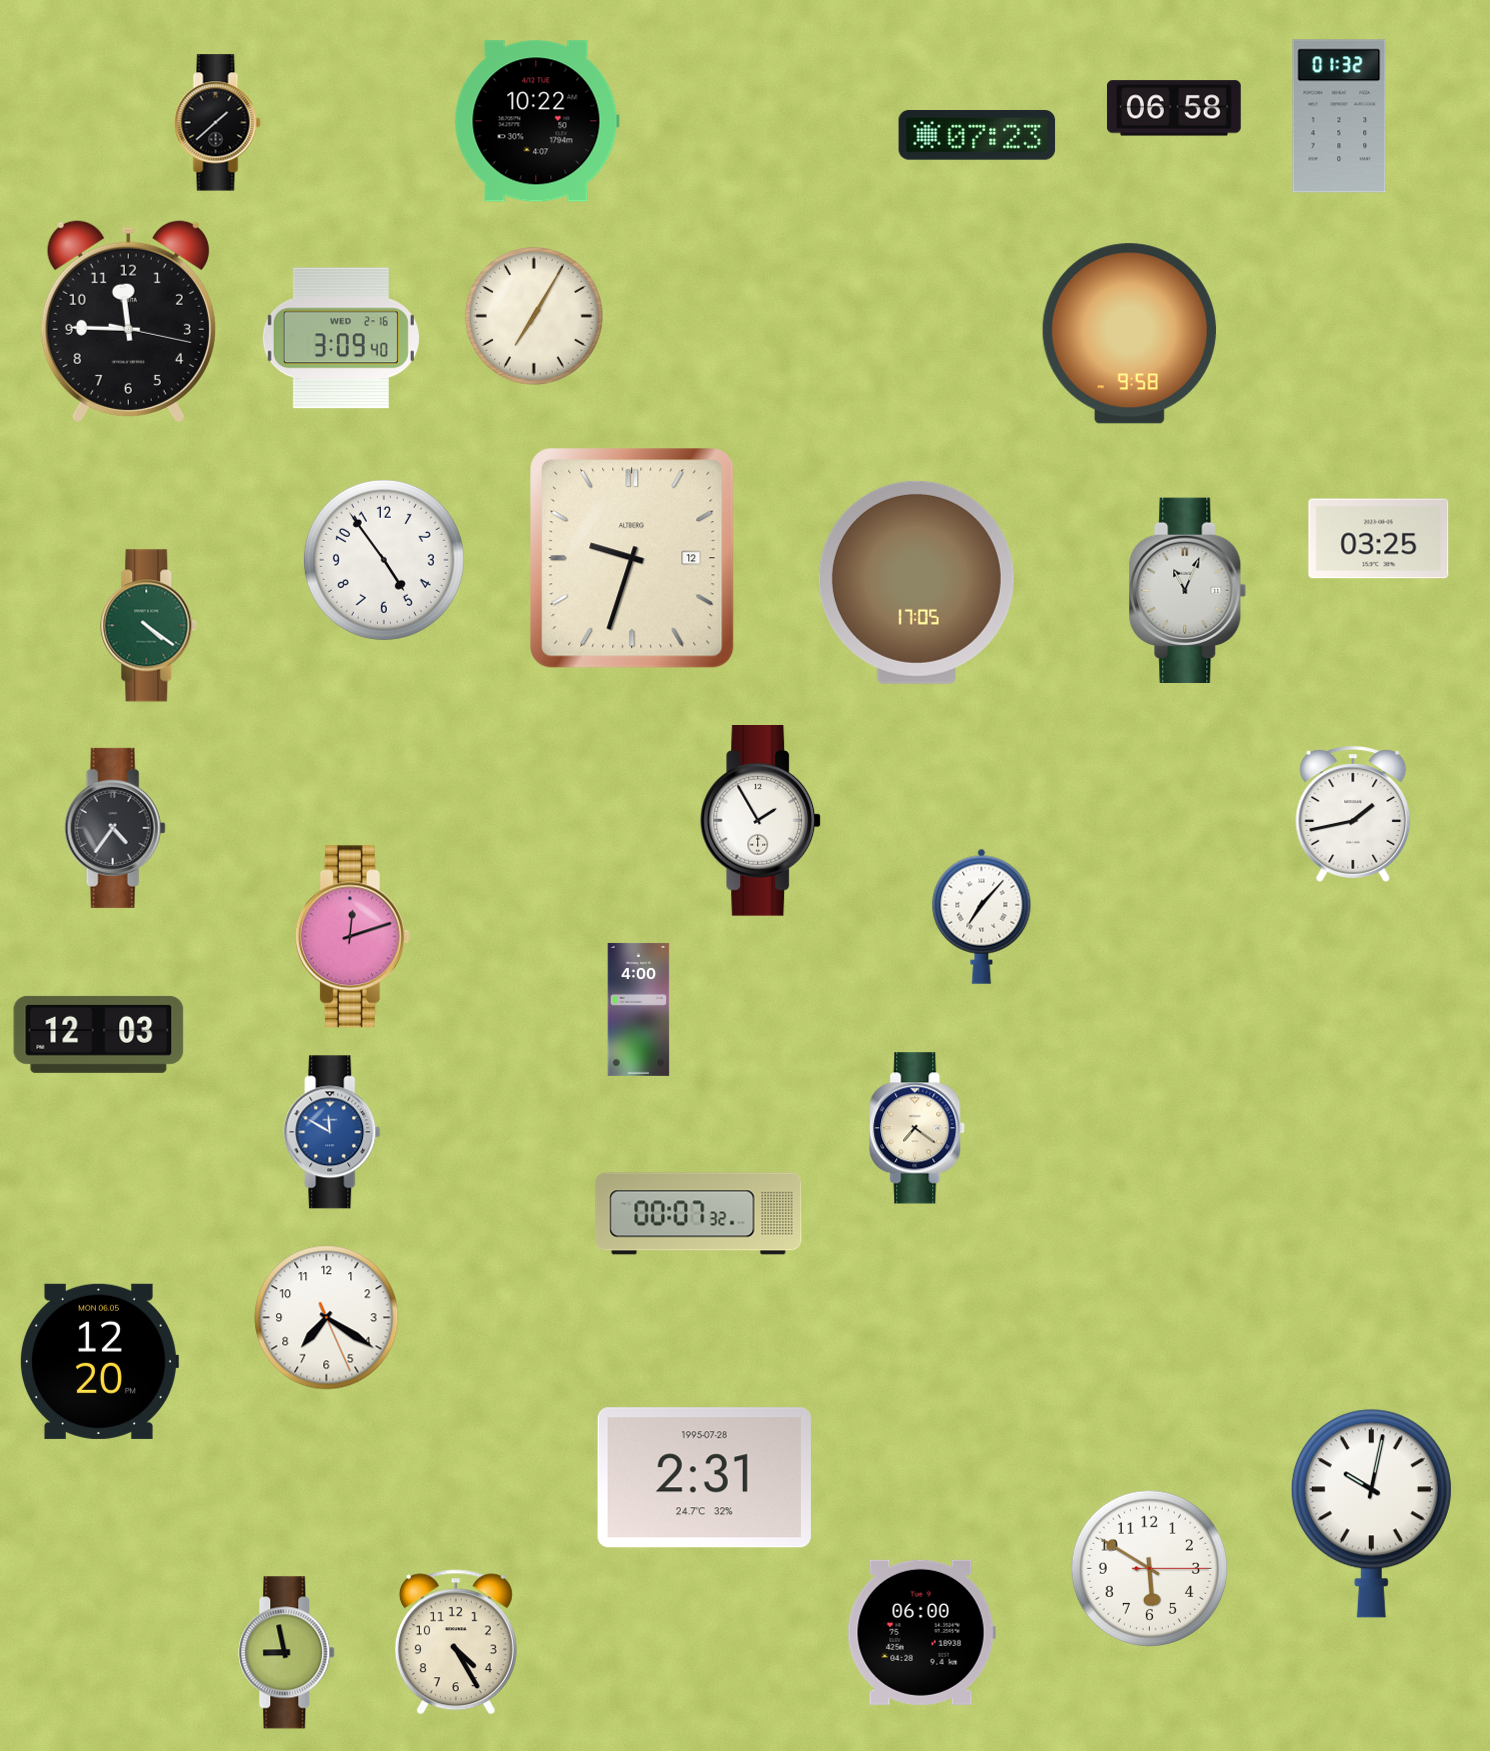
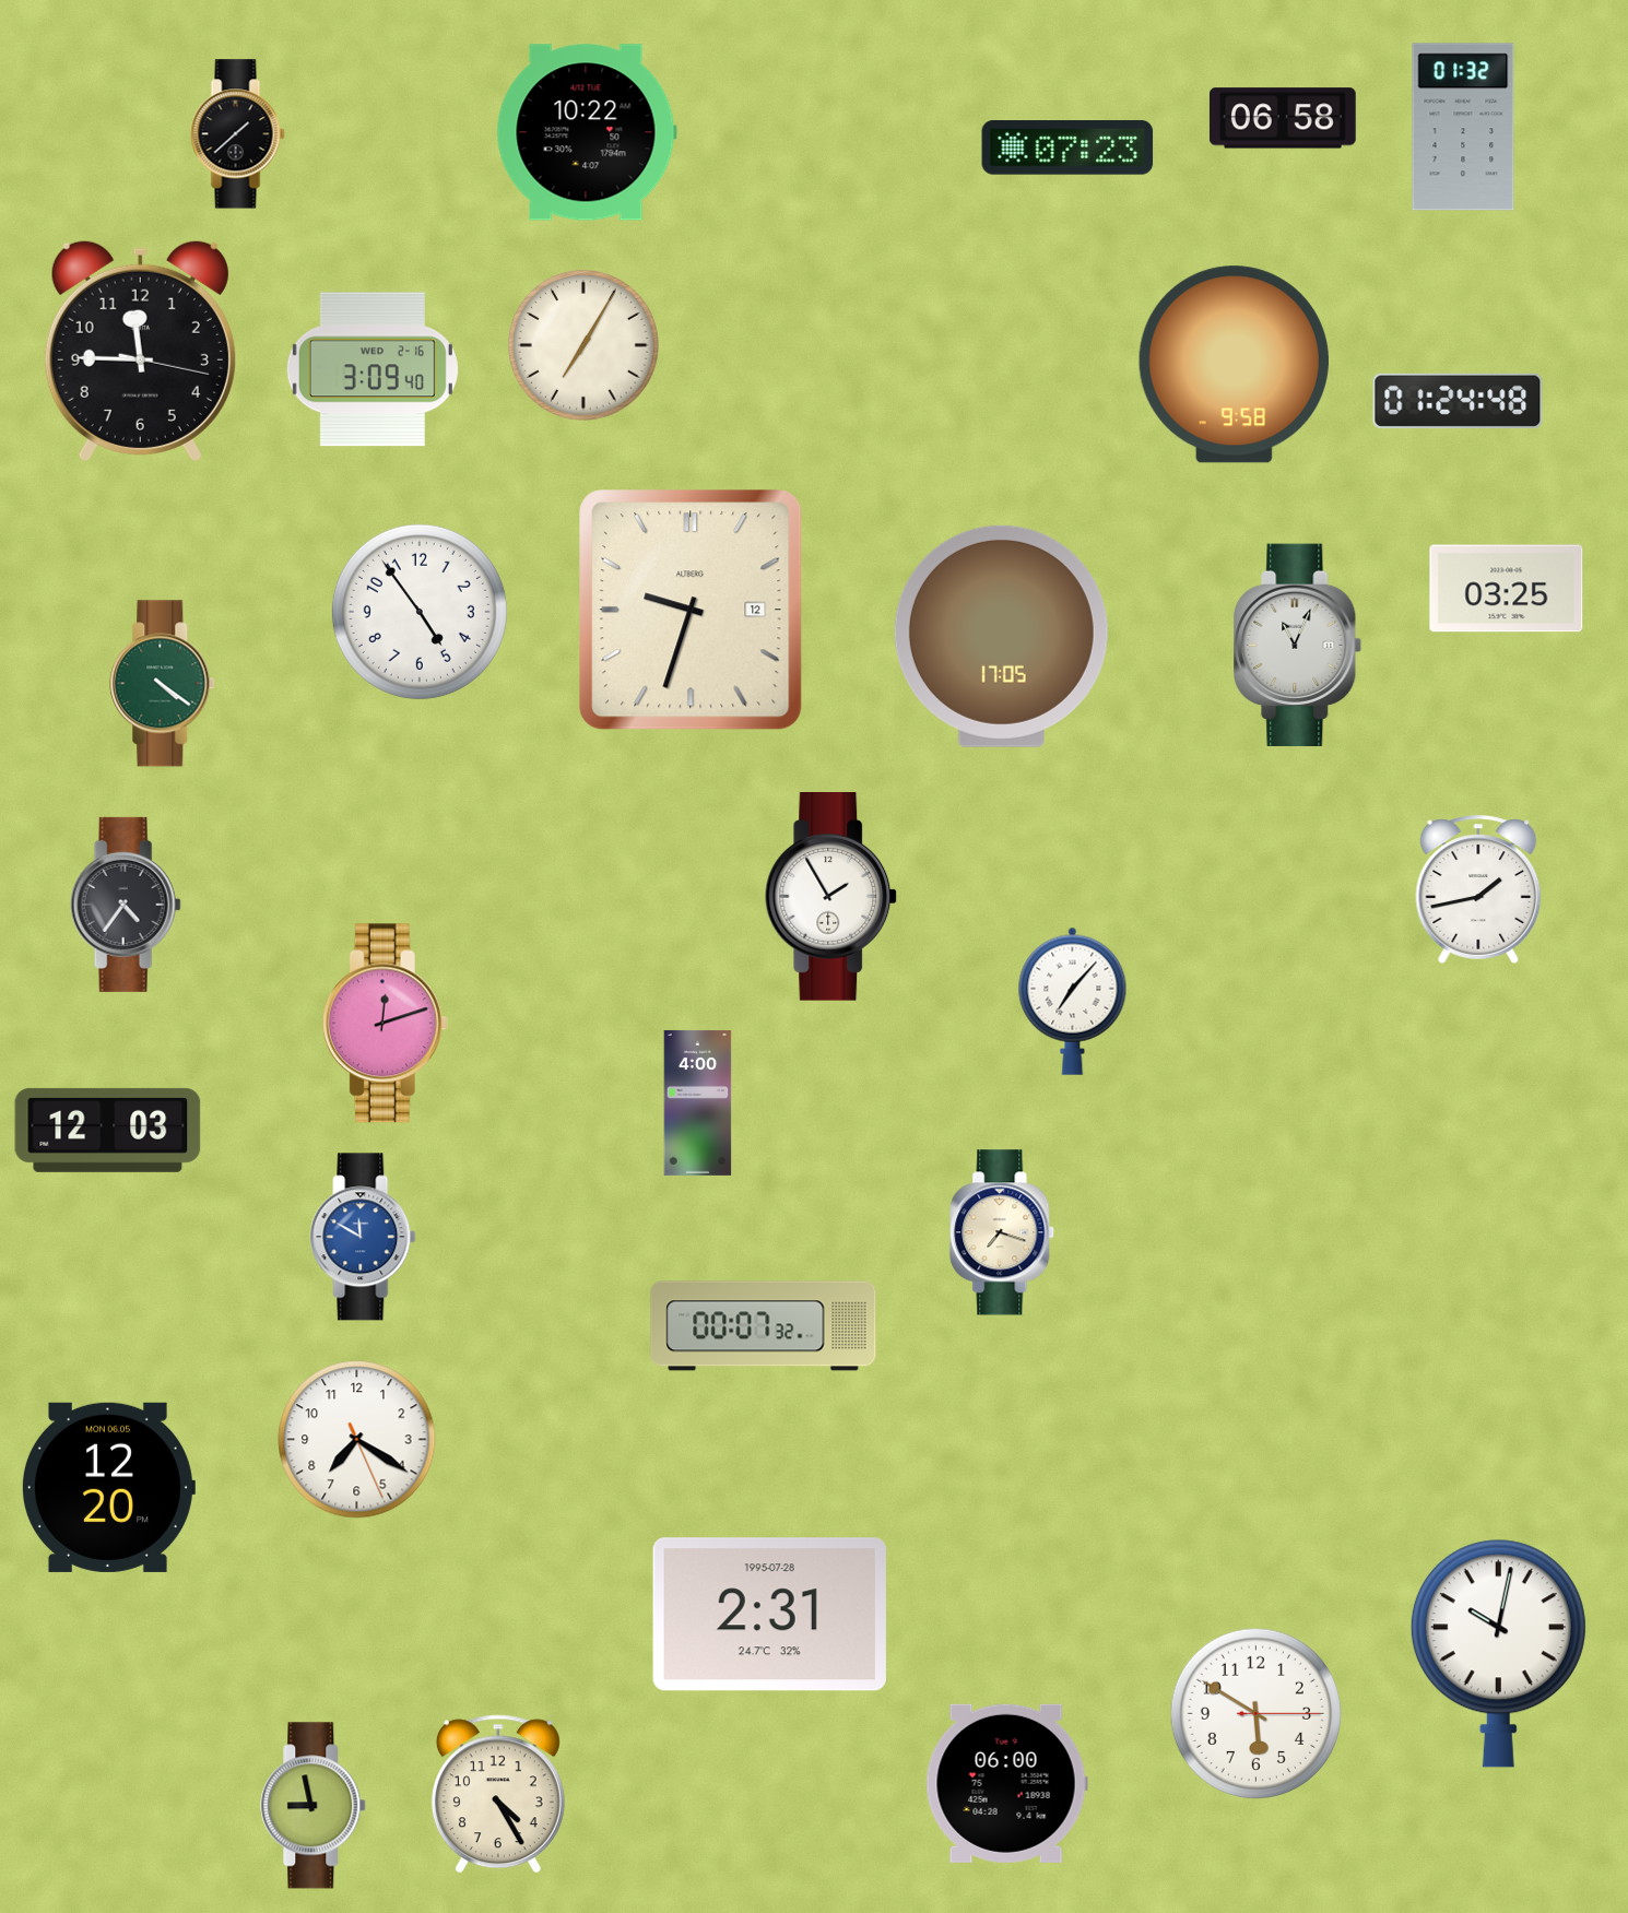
clock at (1458, 401): none -> 01:24
clock at (918, 1128): 7:21 -> 7:18
